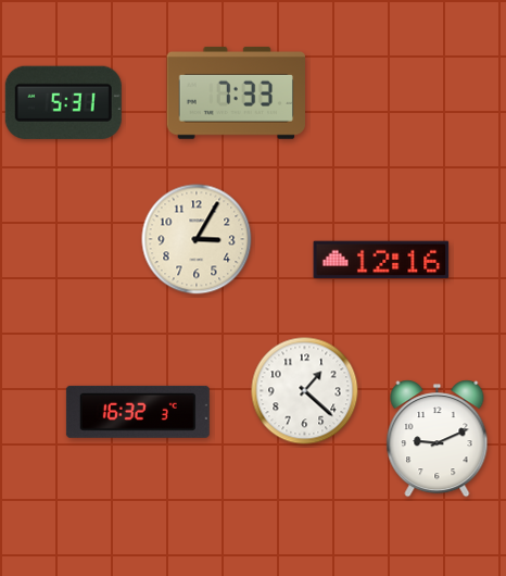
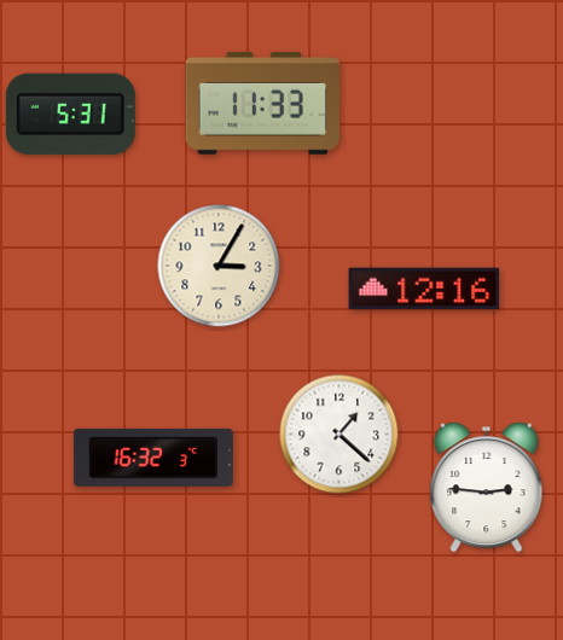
clock at (236, 92): 7:33 -> 11:33
clock at (438, 439): 9:11 -> 2:46
